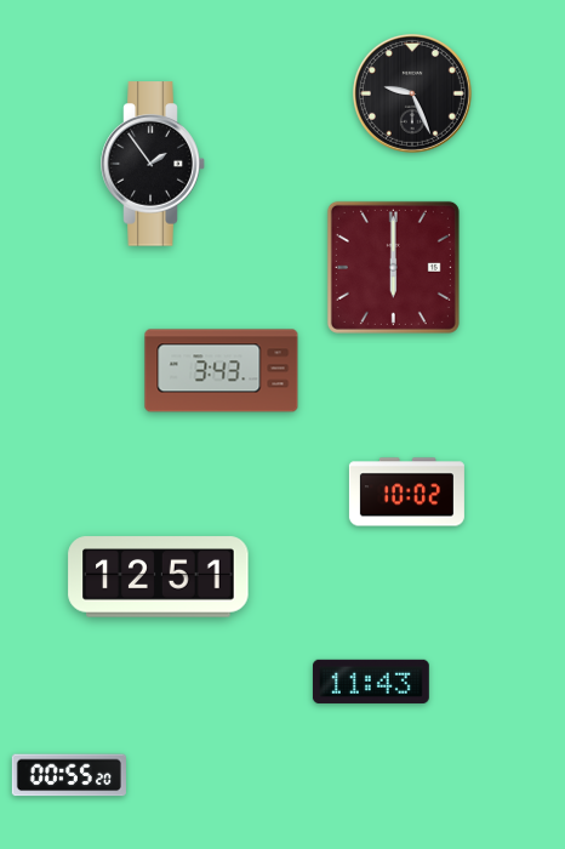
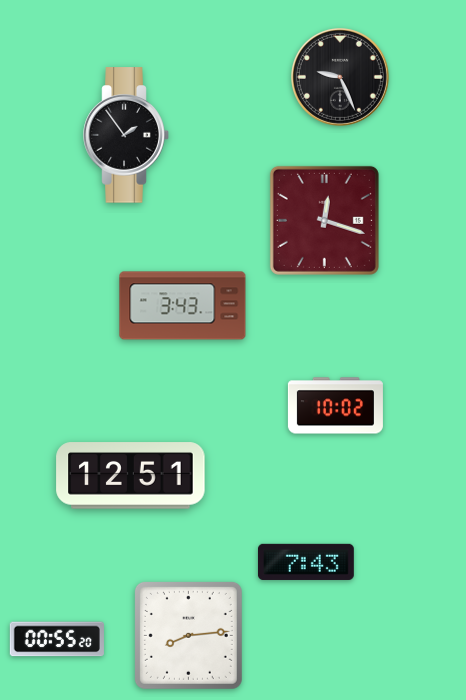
clock at (393, 267): 6:00 -> 12:18
clock at (371, 682): 11:43 -> 7:43
clock at (188, 635): none -> 8:14
